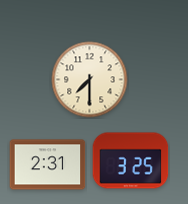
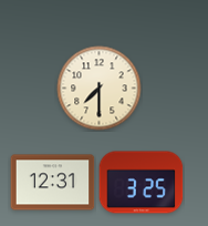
clock at (131, 161) position: (131, 161) -> (142, 183)
clock at (48, 165): 2:31 -> 12:31
